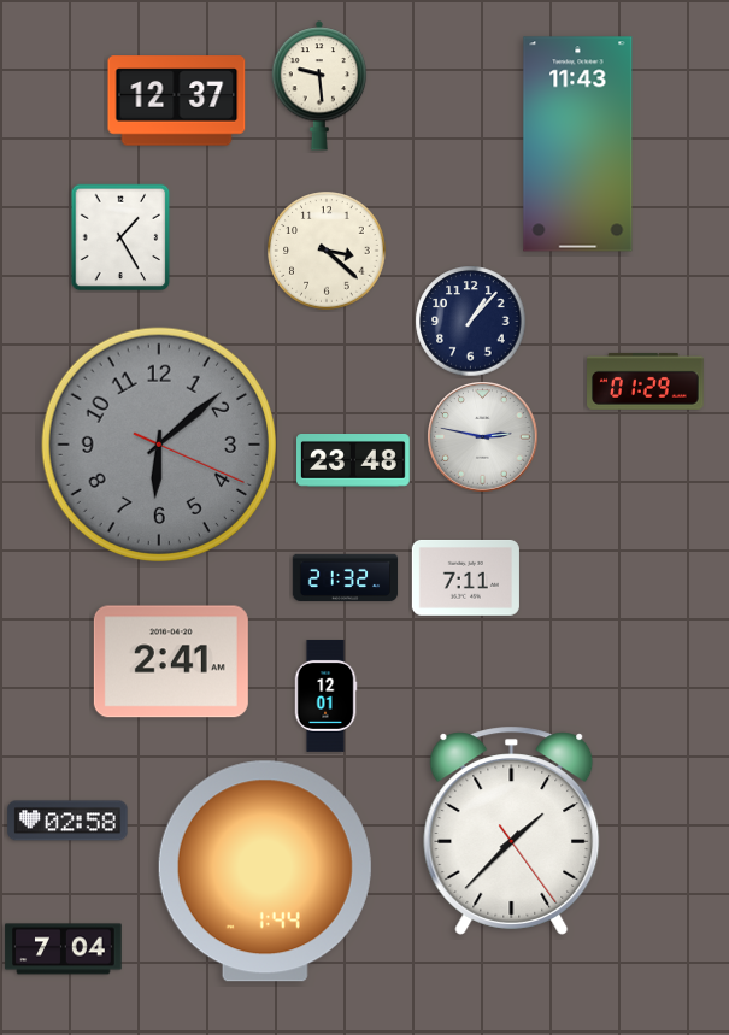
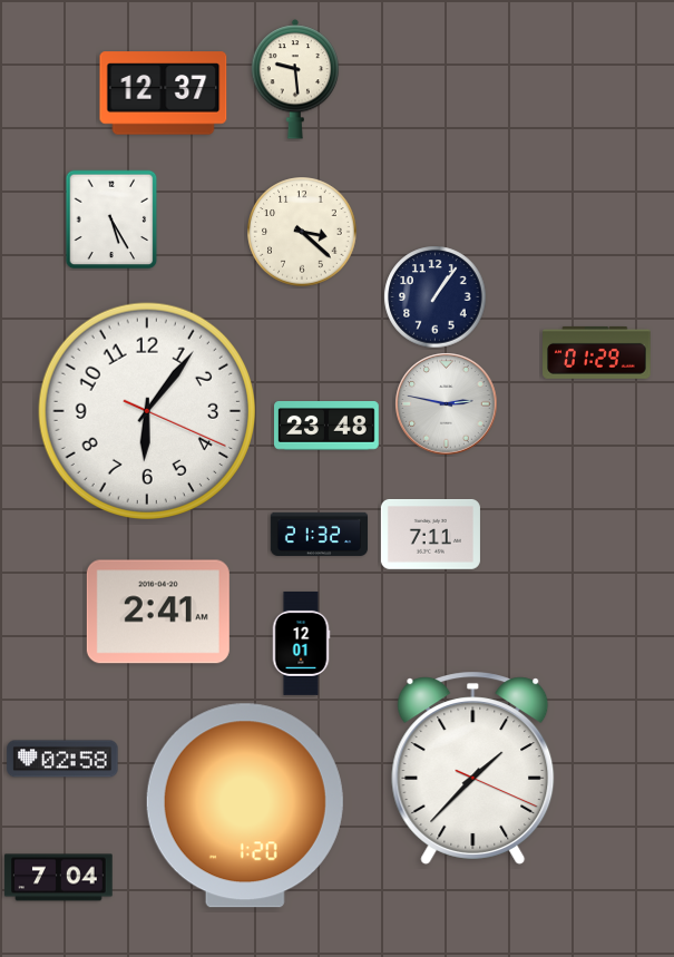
clock at (578, 145): 11:43 -> none
clock at (120, 237): 1:25 -> 5:25
clock at (471, 322): 1:07 -> 1:06
clock at (158, 443): 6:08 -> 6:06
clock at (158, 443) dial: grey -> white
clock at (512, 830): 1:37:24 -> 1:37:19
clock at (265, 871): 1:44 -> 1:20
